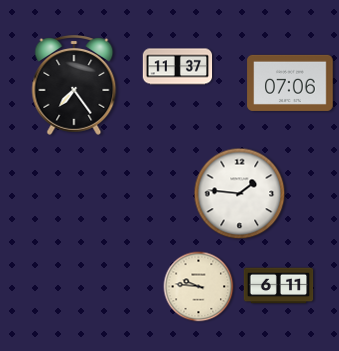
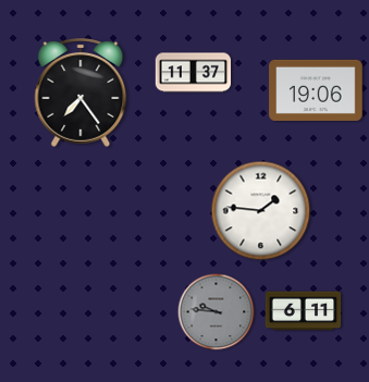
clock at (290, 83): 07:06 -> 19:06
clock at (199, 287) dial: cream -> grey
